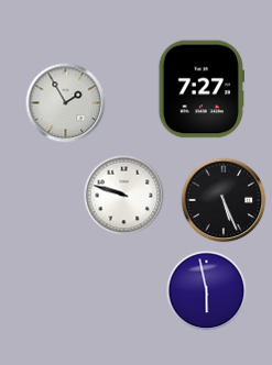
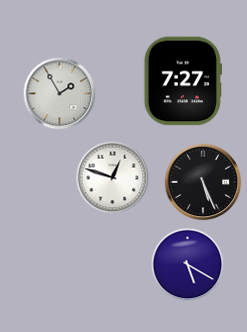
clock at (124, 196): 9:48 -> 12:48
clock at (207, 291): 5:58 -> 5:20
